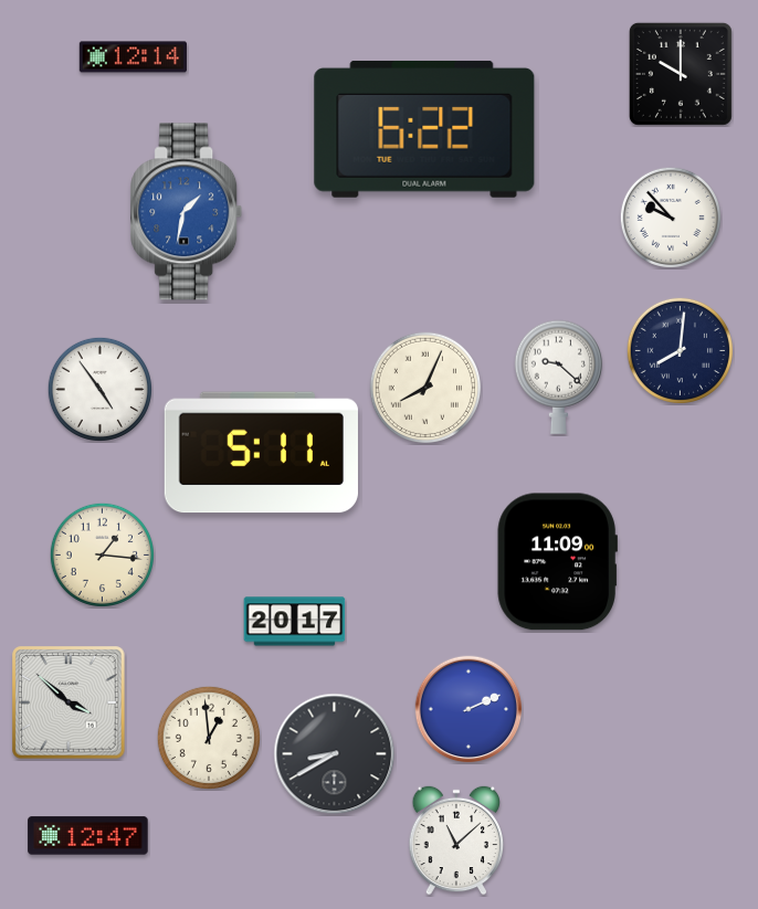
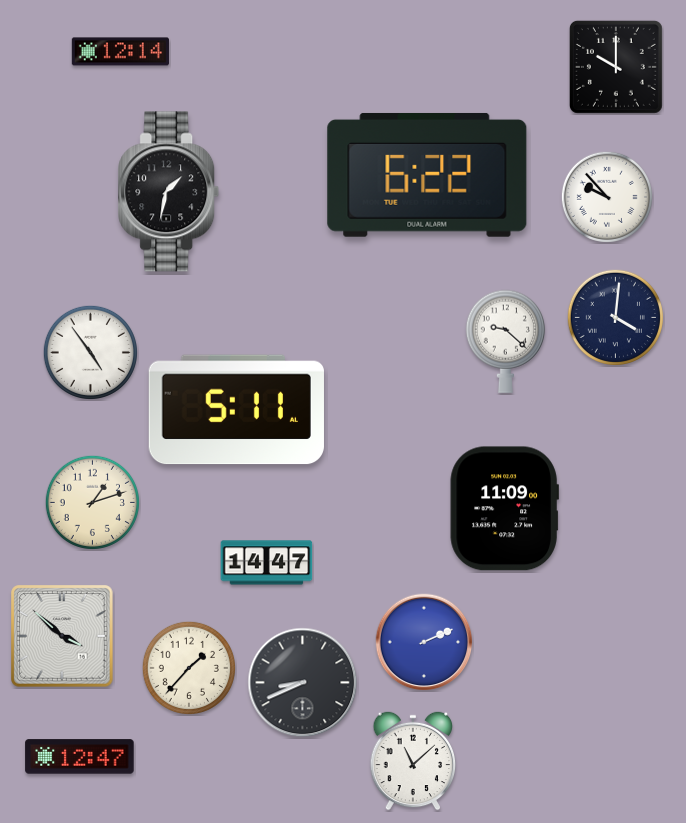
clock at (424, 129) position: (424, 129) -> (427, 175)
clock at (187, 212) dial: blue -> black
clock at (680, 350): 8:01 -> 4:01
clock at (424, 387): 8:04 -> none
clock at (102, 554): 1:16 -> 1:12
clock at (295, 622): 20:17 -> 14:47
clock at (209, 738): 12:59 -> 1:37
clock at (335, 754): 8:40 -> 8:41
